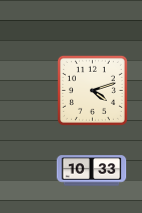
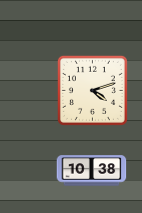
clock at (92, 171): 10:33 -> 10:38
